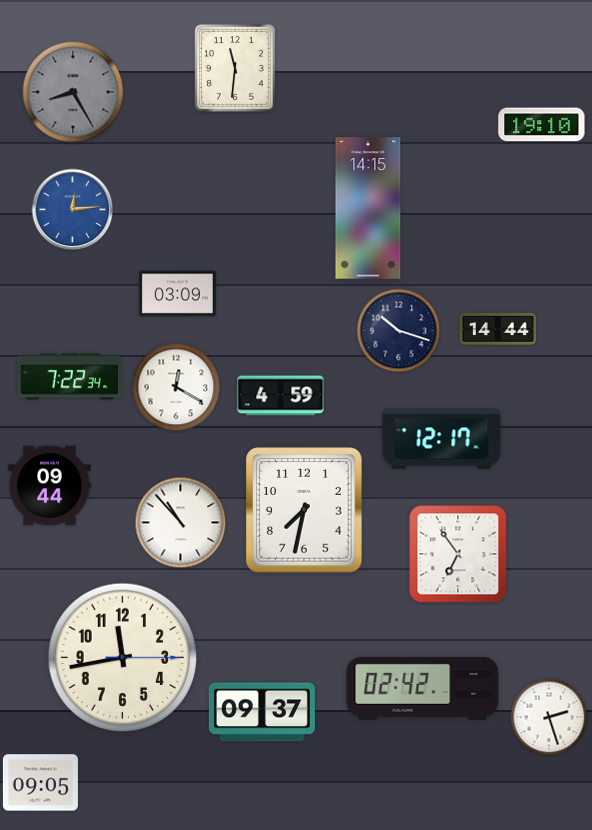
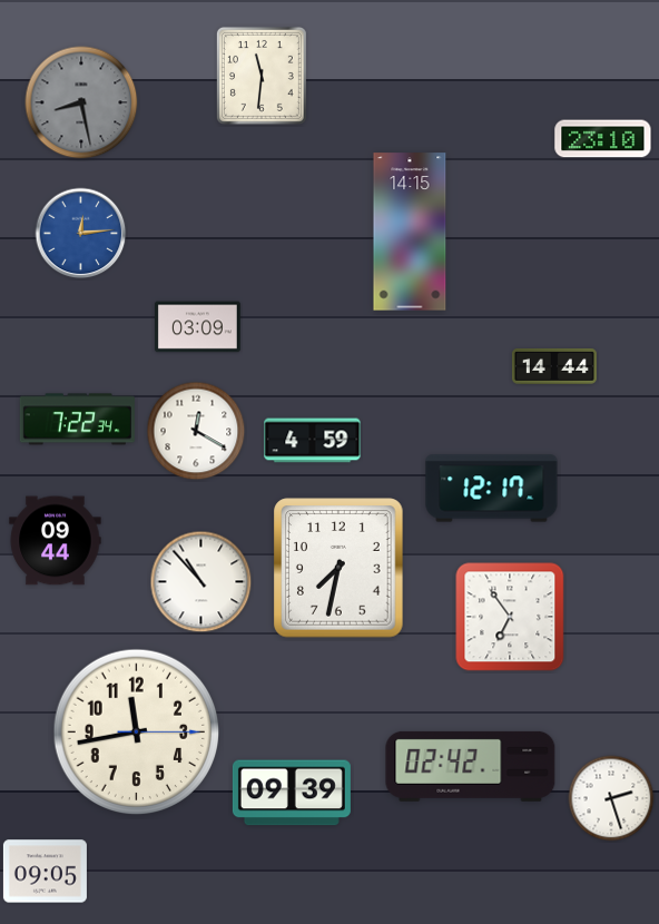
clock at (73, 92): 8:25 -> 8:28
clock at (542, 125): 19:10 -> 23:10
clock at (399, 331): 10:18 -> none
clock at (262, 712): 09:37 -> 09:39
